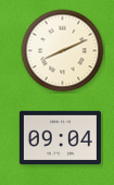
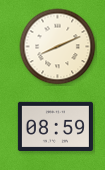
clock at (60, 137): 09:04 -> 08:59
